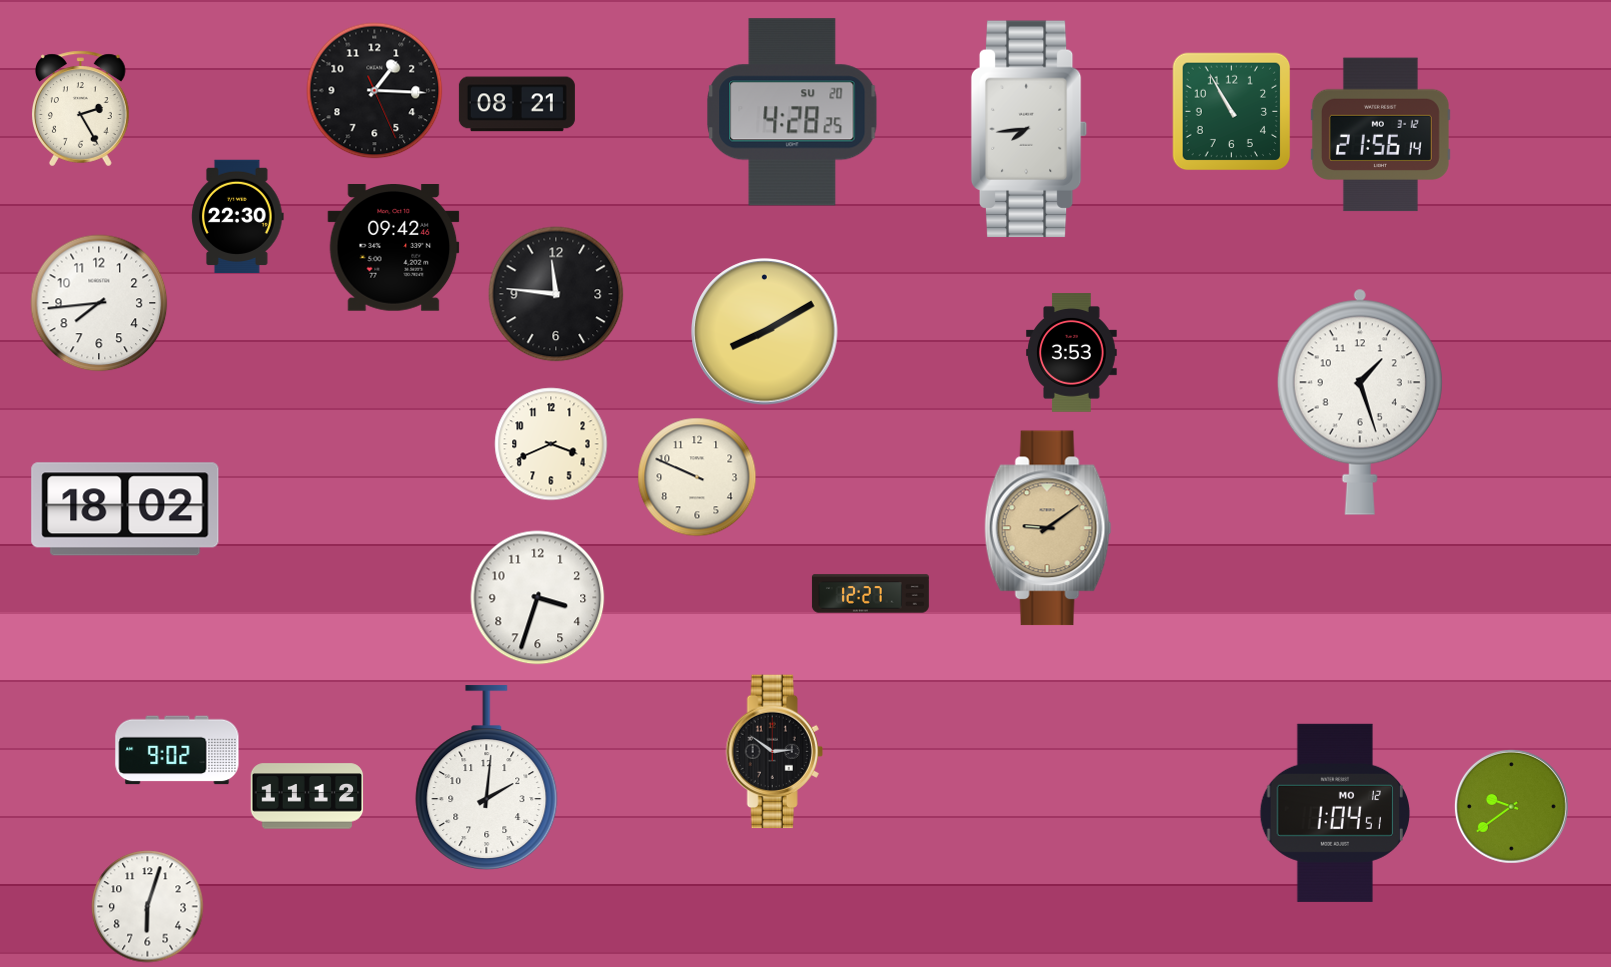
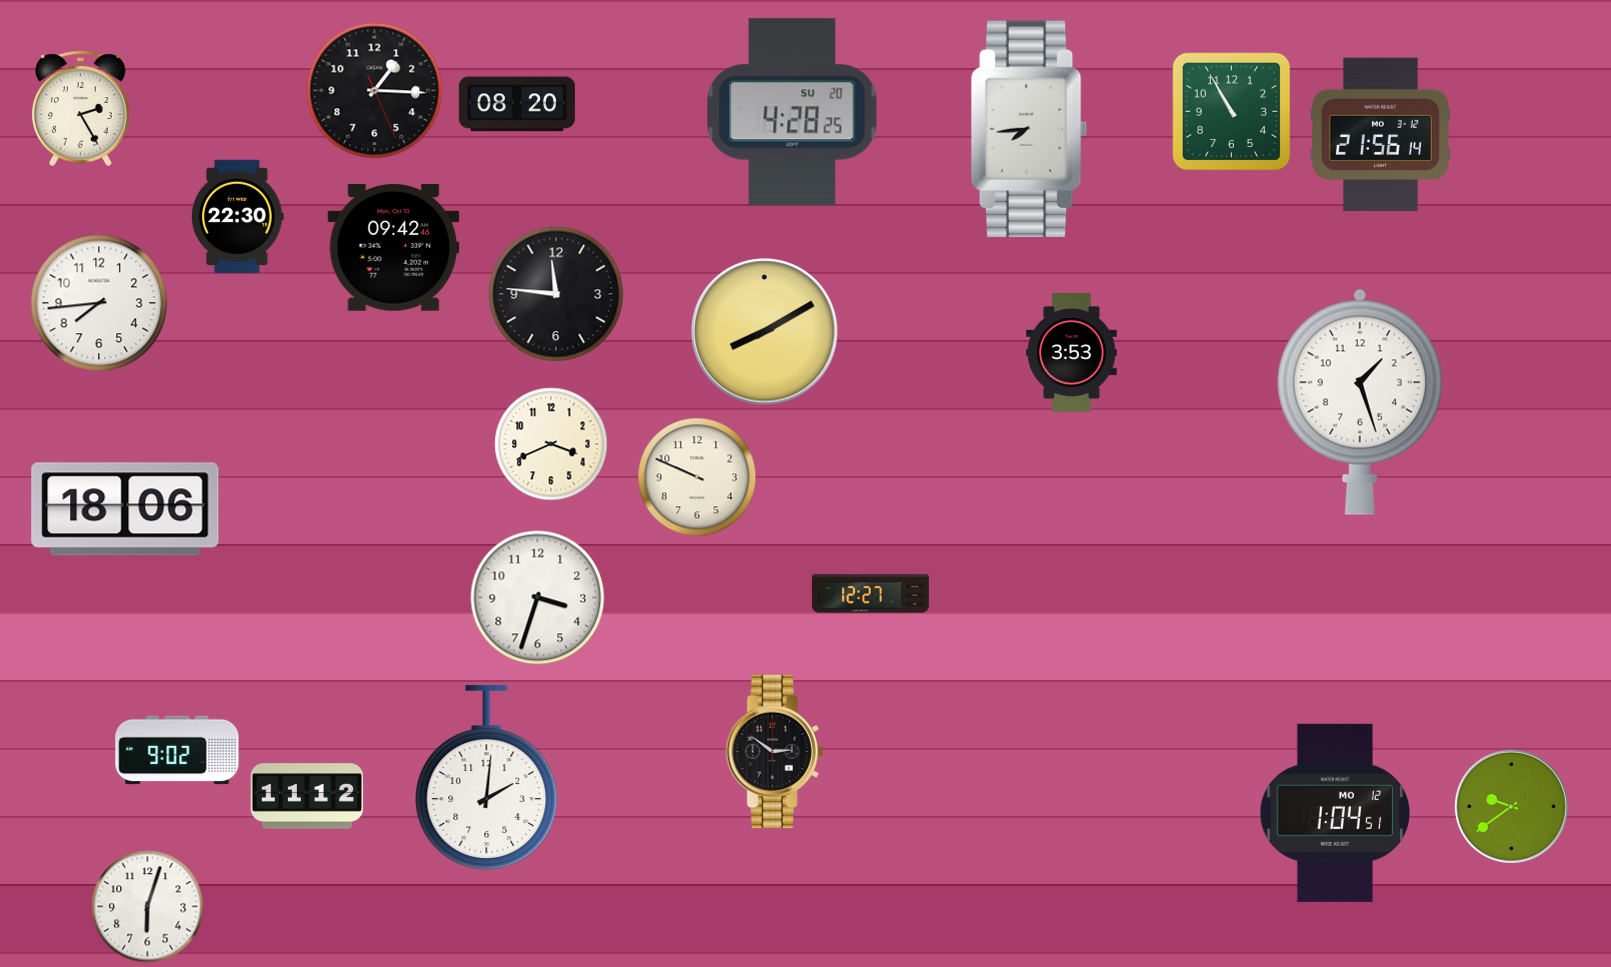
clock at (517, 104): 08:21 -> 08:20
clock at (125, 509): 18:02 -> 18:06
clock at (1048, 528): 9:09 -> none
